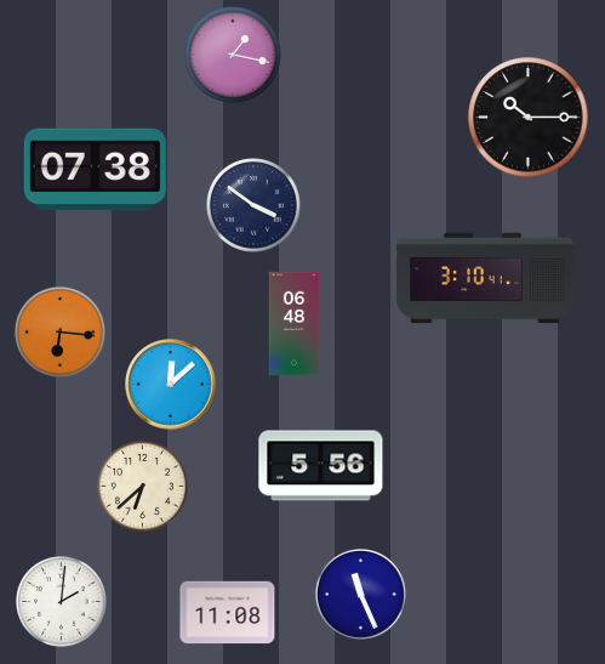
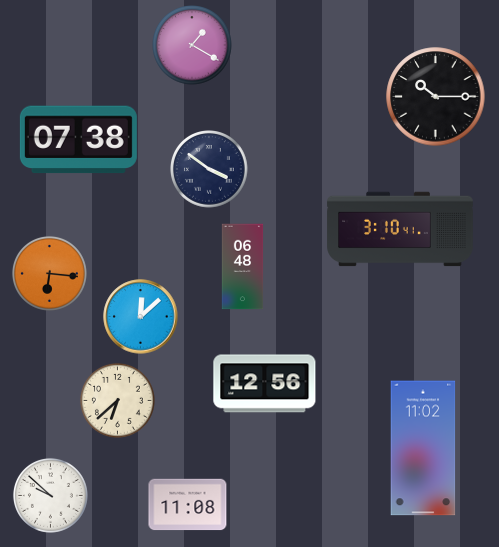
clock at (234, 56): 1:17 -> 1:20
clock at (321, 466): 5:56 -> 12:56
clock at (423, 448): none -> 11:02
clock at (360, 594): 11:26 -> none
clock at (61, 601): 2:01 -> 9:52
